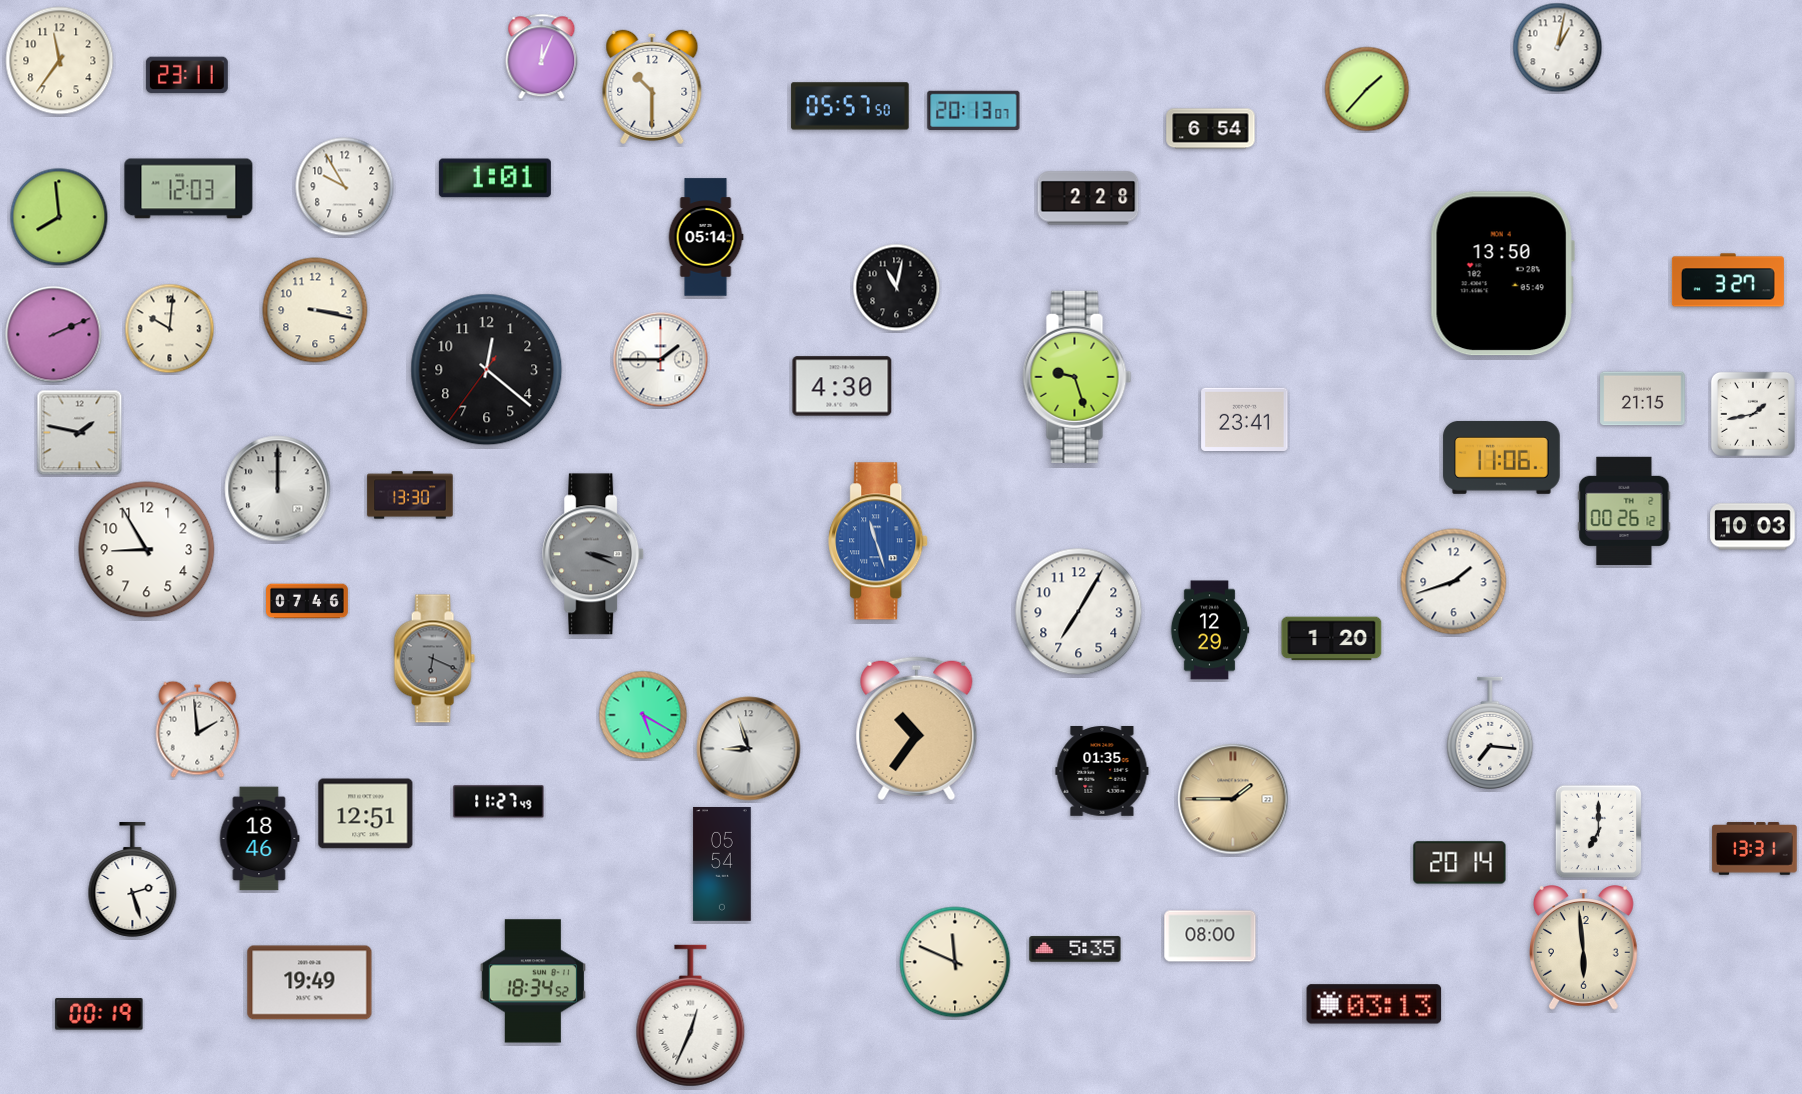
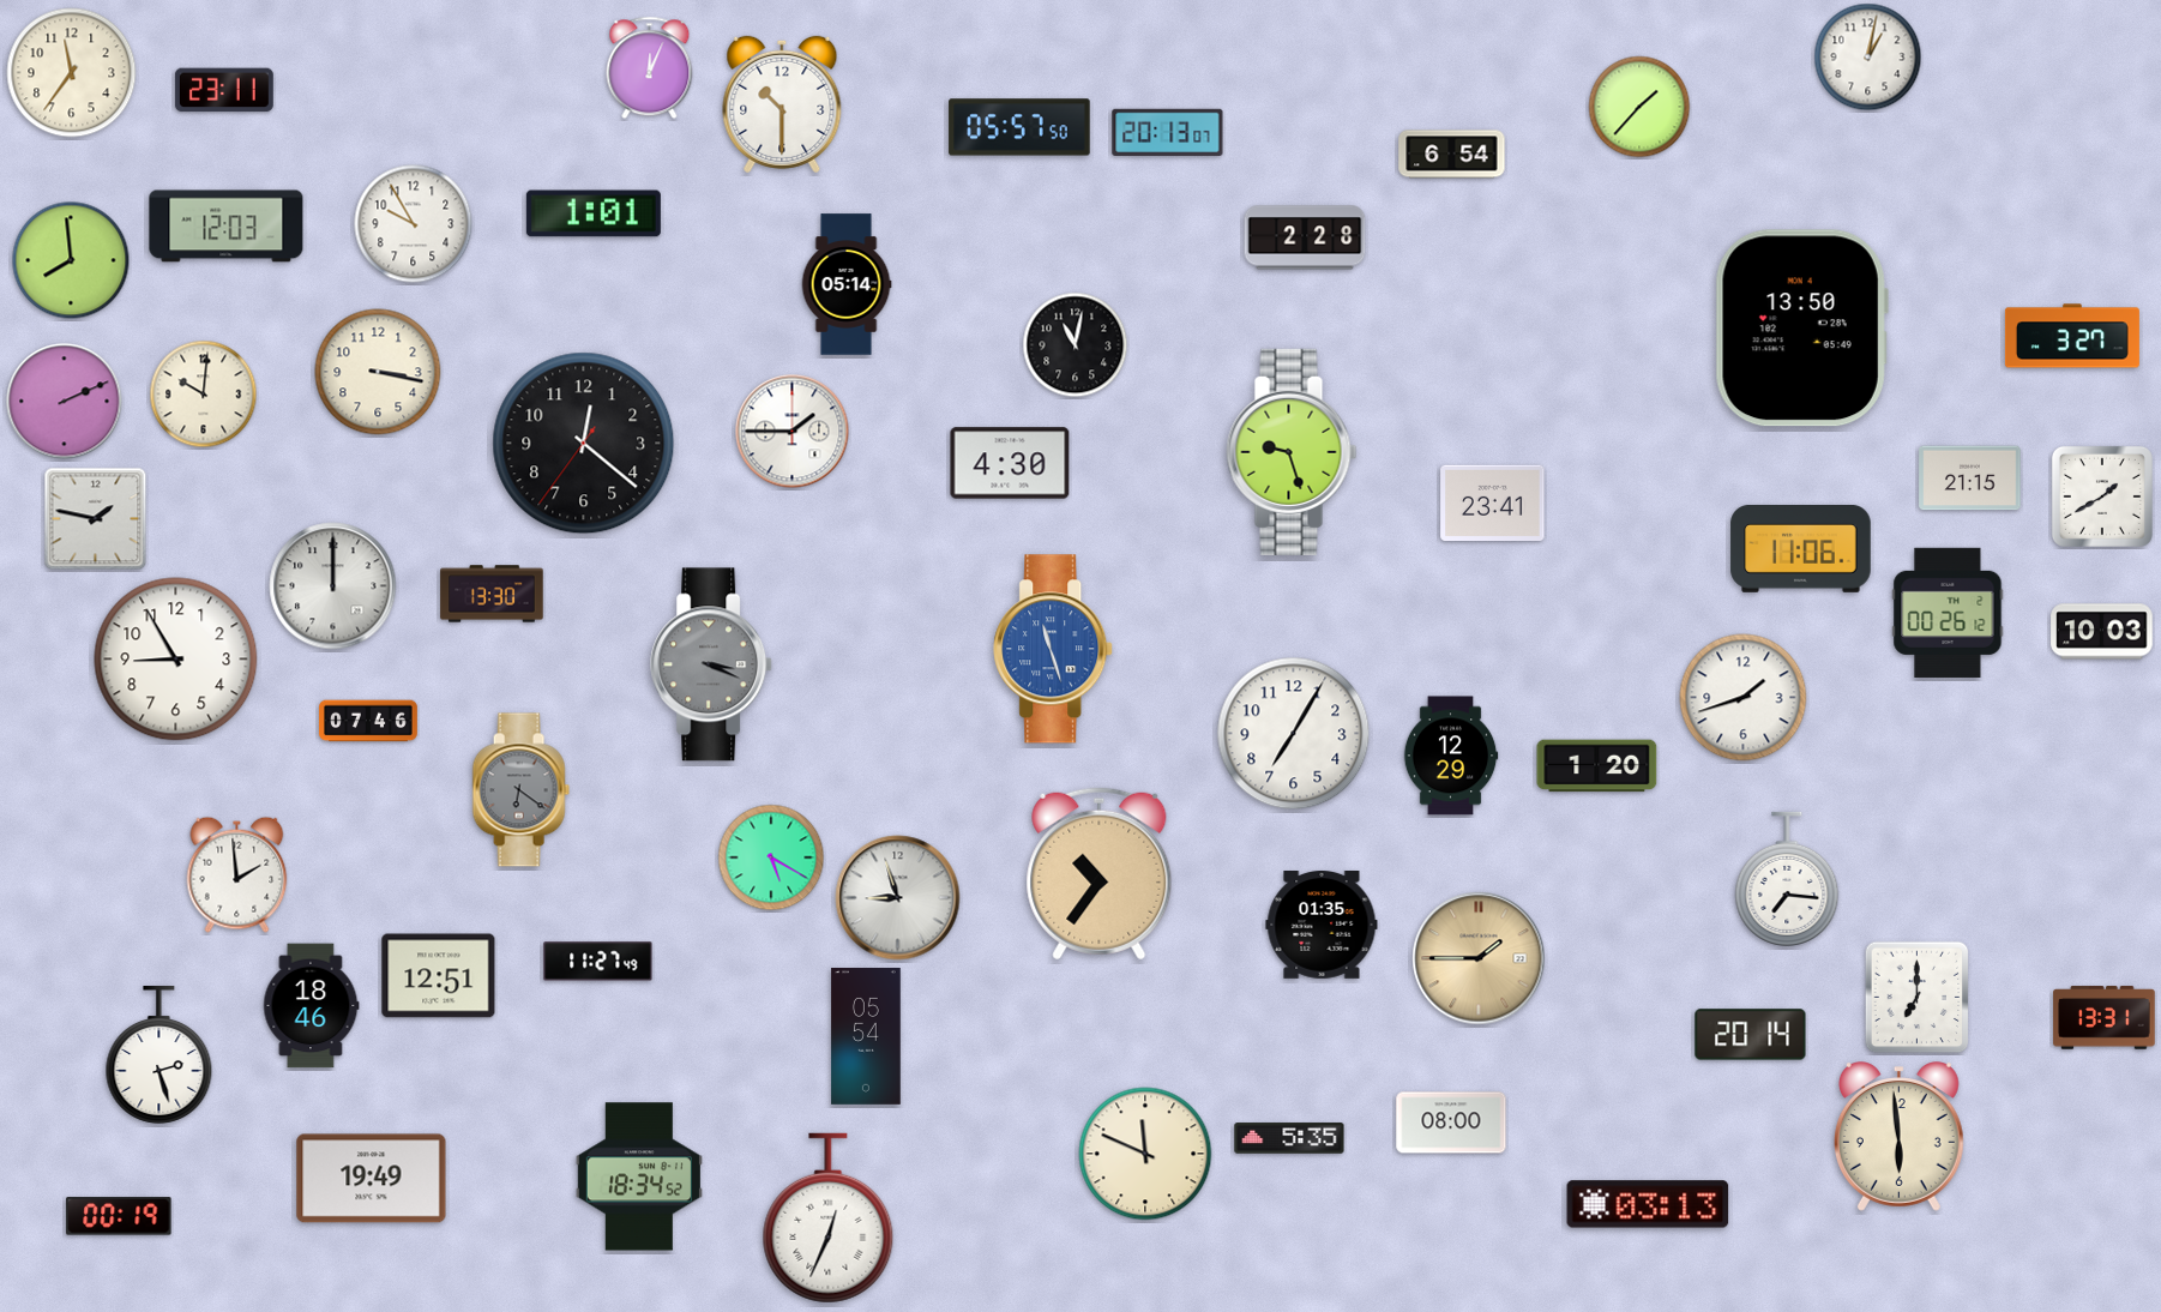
clock at (1753, 414): 1:43 -> 1:40
clock at (434, 659): 6:19 -> 6:21
